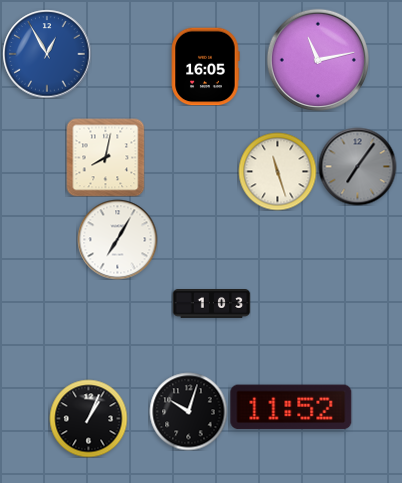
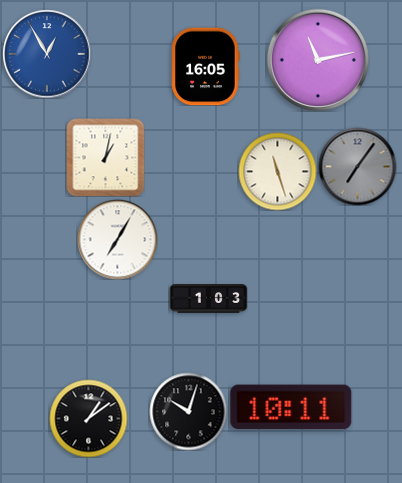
clock at (105, 157): 8:02 -> 1:02
clock at (211, 304) position: (211, 304) -> (208, 299)
clock at (291, 407): 11:52 -> 10:11
clock at (88, 418): 1:04 -> 1:09
